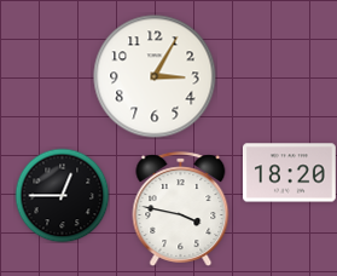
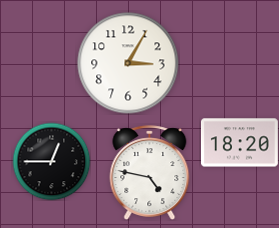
clock at (181, 208): 3:47 -> 4:47
